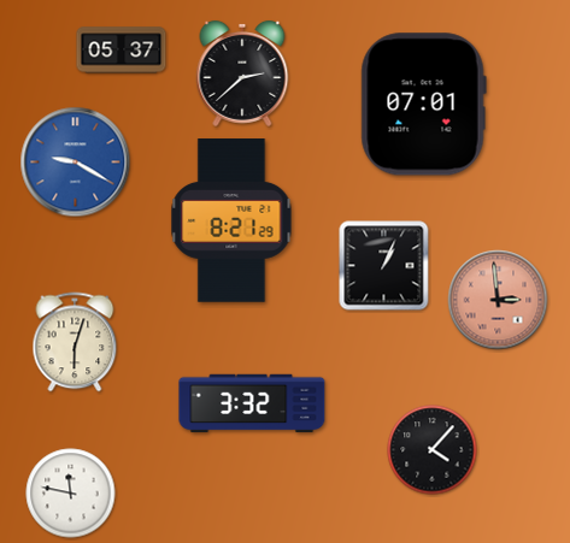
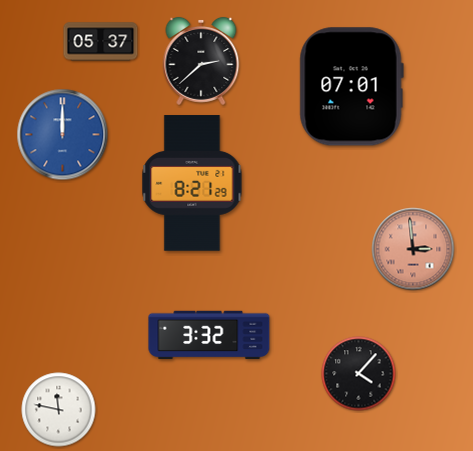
clock at (76, 163): 9:20 -> 12:00
clock at (384, 266): 1:04 -> none
clock at (75, 342): 6:03 -> none
